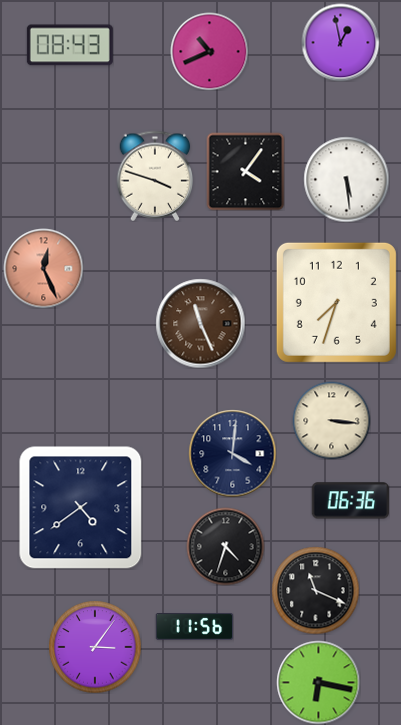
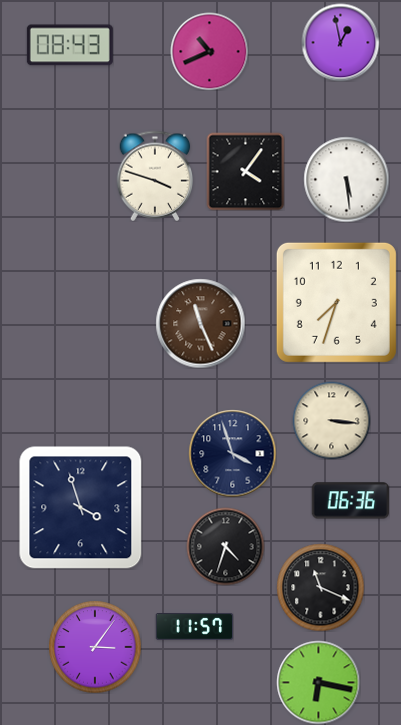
clock at (43, 268): 12:26 -> none
clock at (232, 453): 4:01 -> 3:57
clock at (81, 508): 4:39 -> 3:57
clock at (315, 590) position: (315, 590) -> (320, 587)
clock at (194, 627): 11:56 -> 11:57
